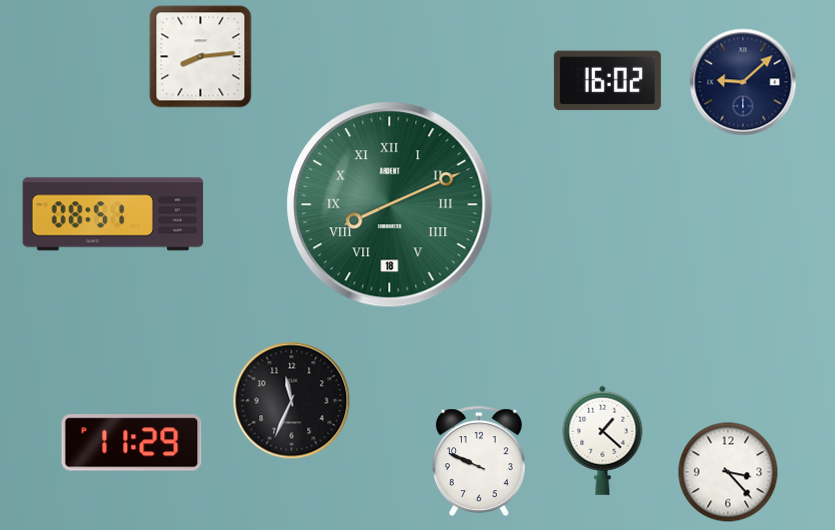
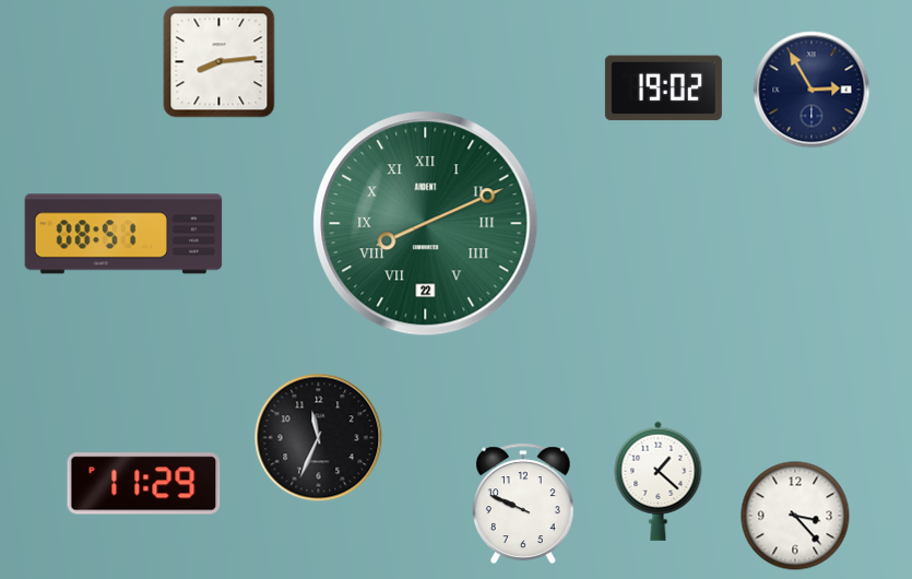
clock at (607, 81): 16:02 -> 19:02
clock at (743, 82): 9:08 -> 2:55
clock at (390, 205) date: 18 -> 22
